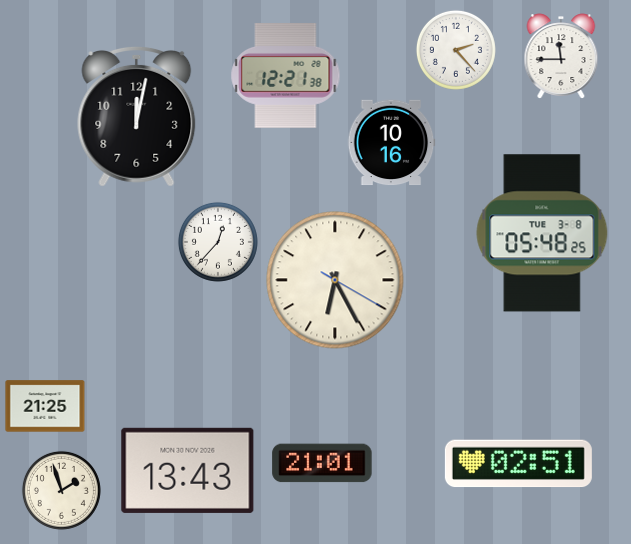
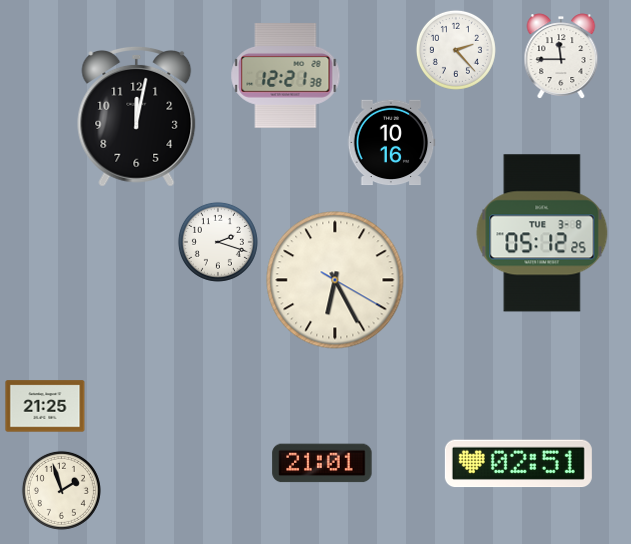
clock at (542, 233): 05:48 -> 05:12
clock at (218, 242): 12:37 -> 2:18
clock at (188, 470): 13:43 -> none
